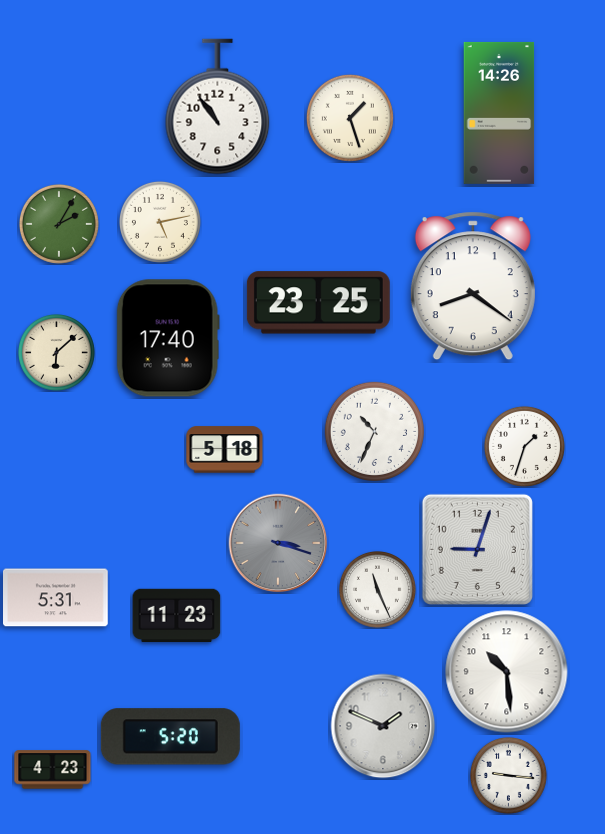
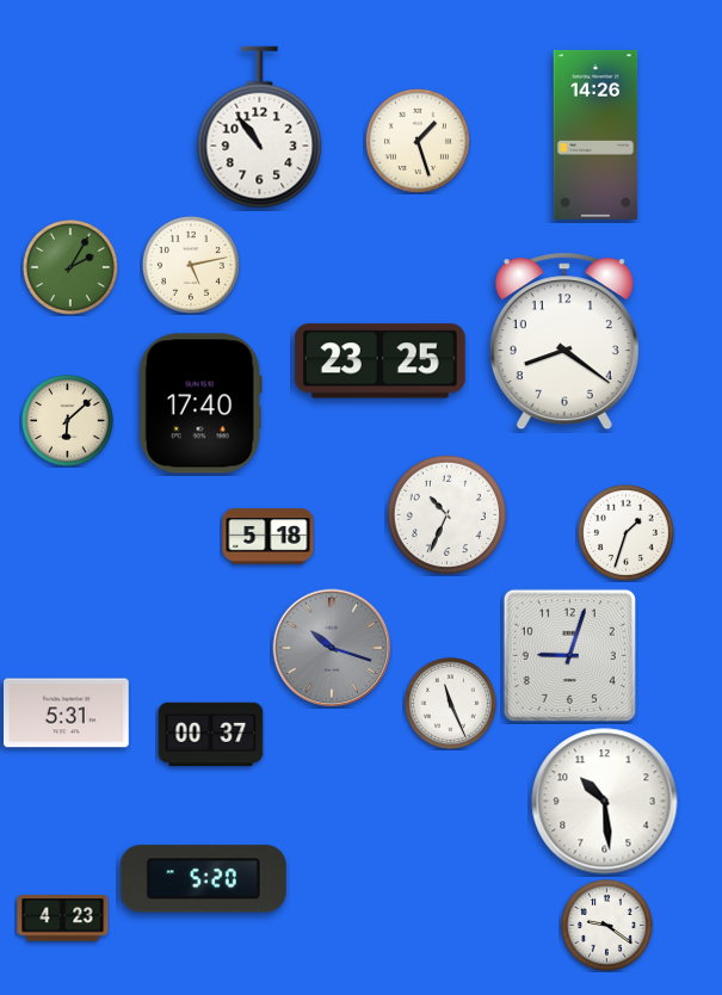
clock at (278, 543): 3:18 -> 10:18
clock at (177, 616): 11:23 -> 00:37
clock at (383, 726): 1:49 -> none
clock at (508, 775): 9:16 -> 9:21
